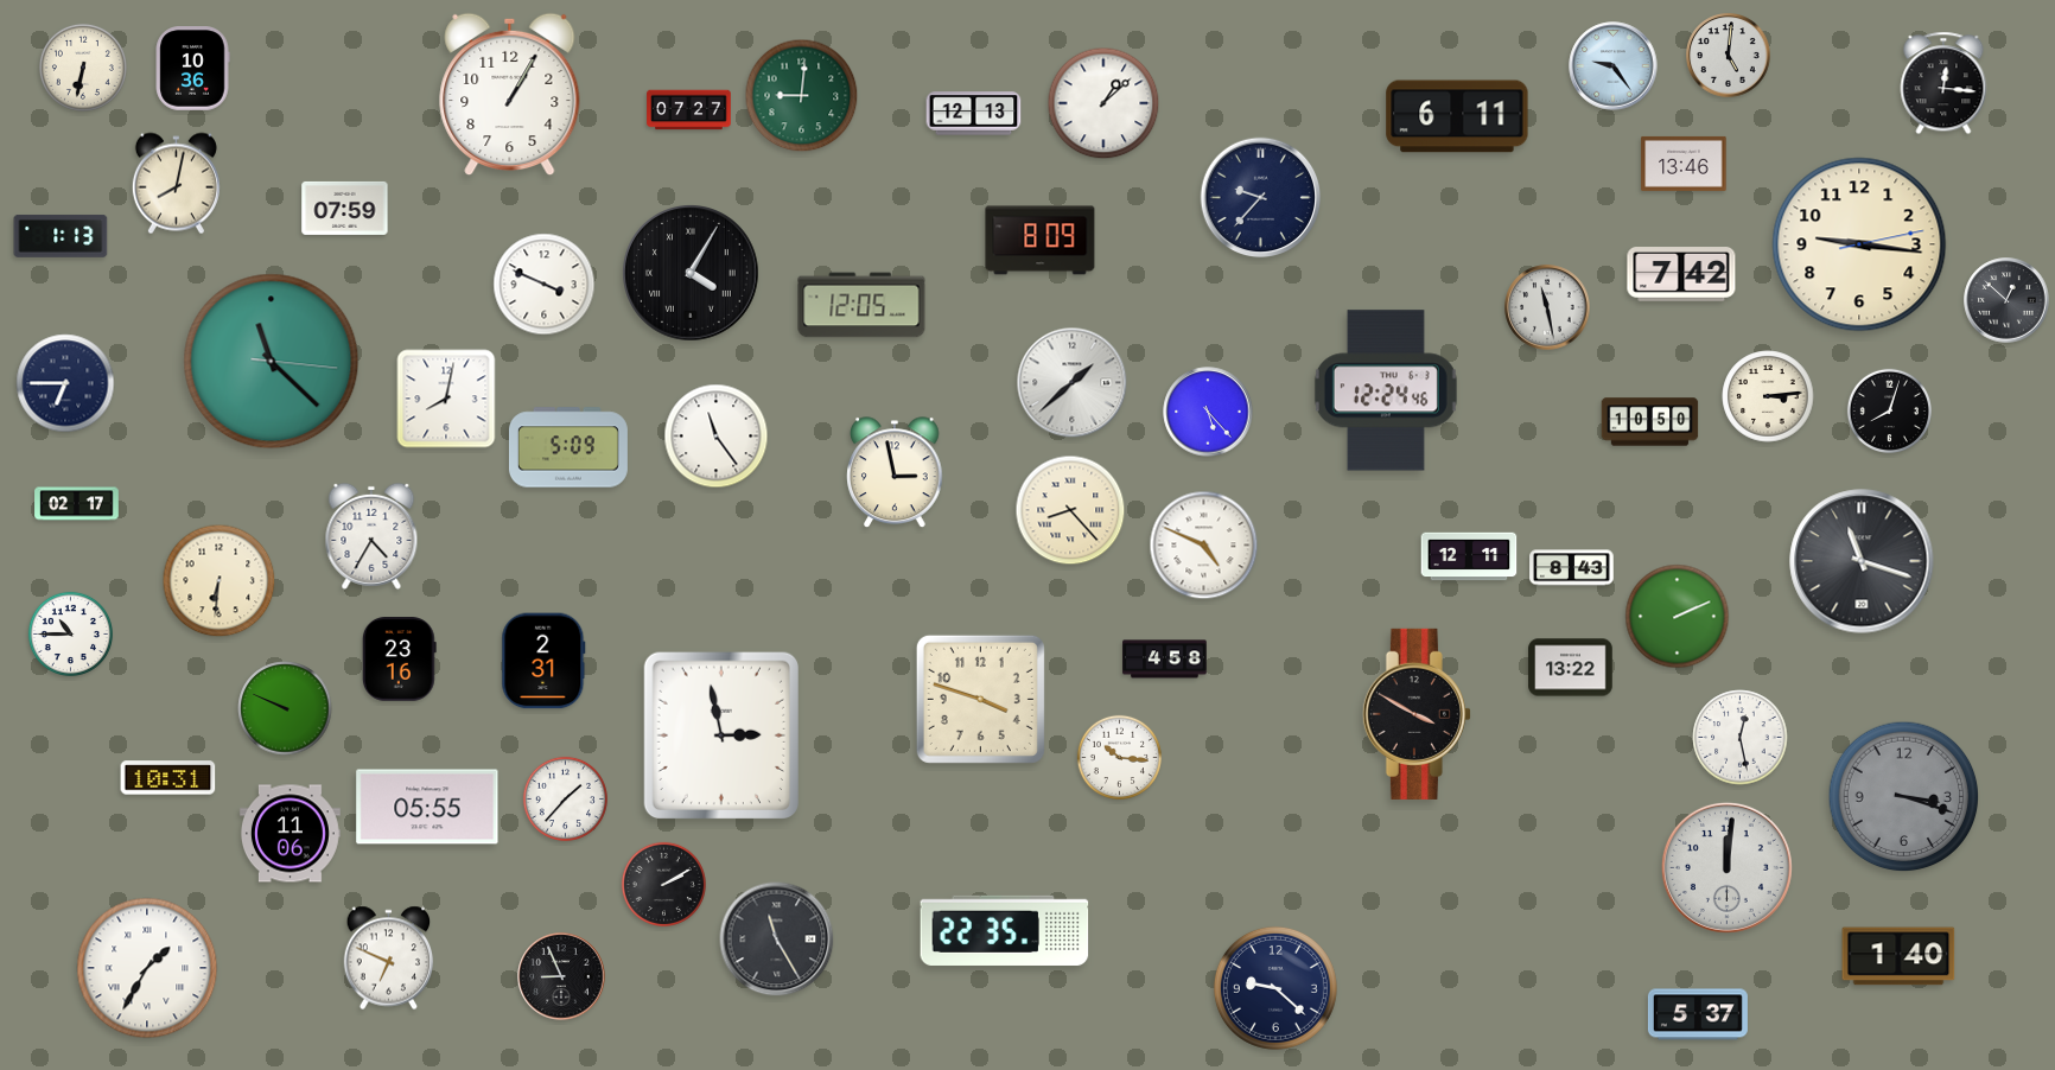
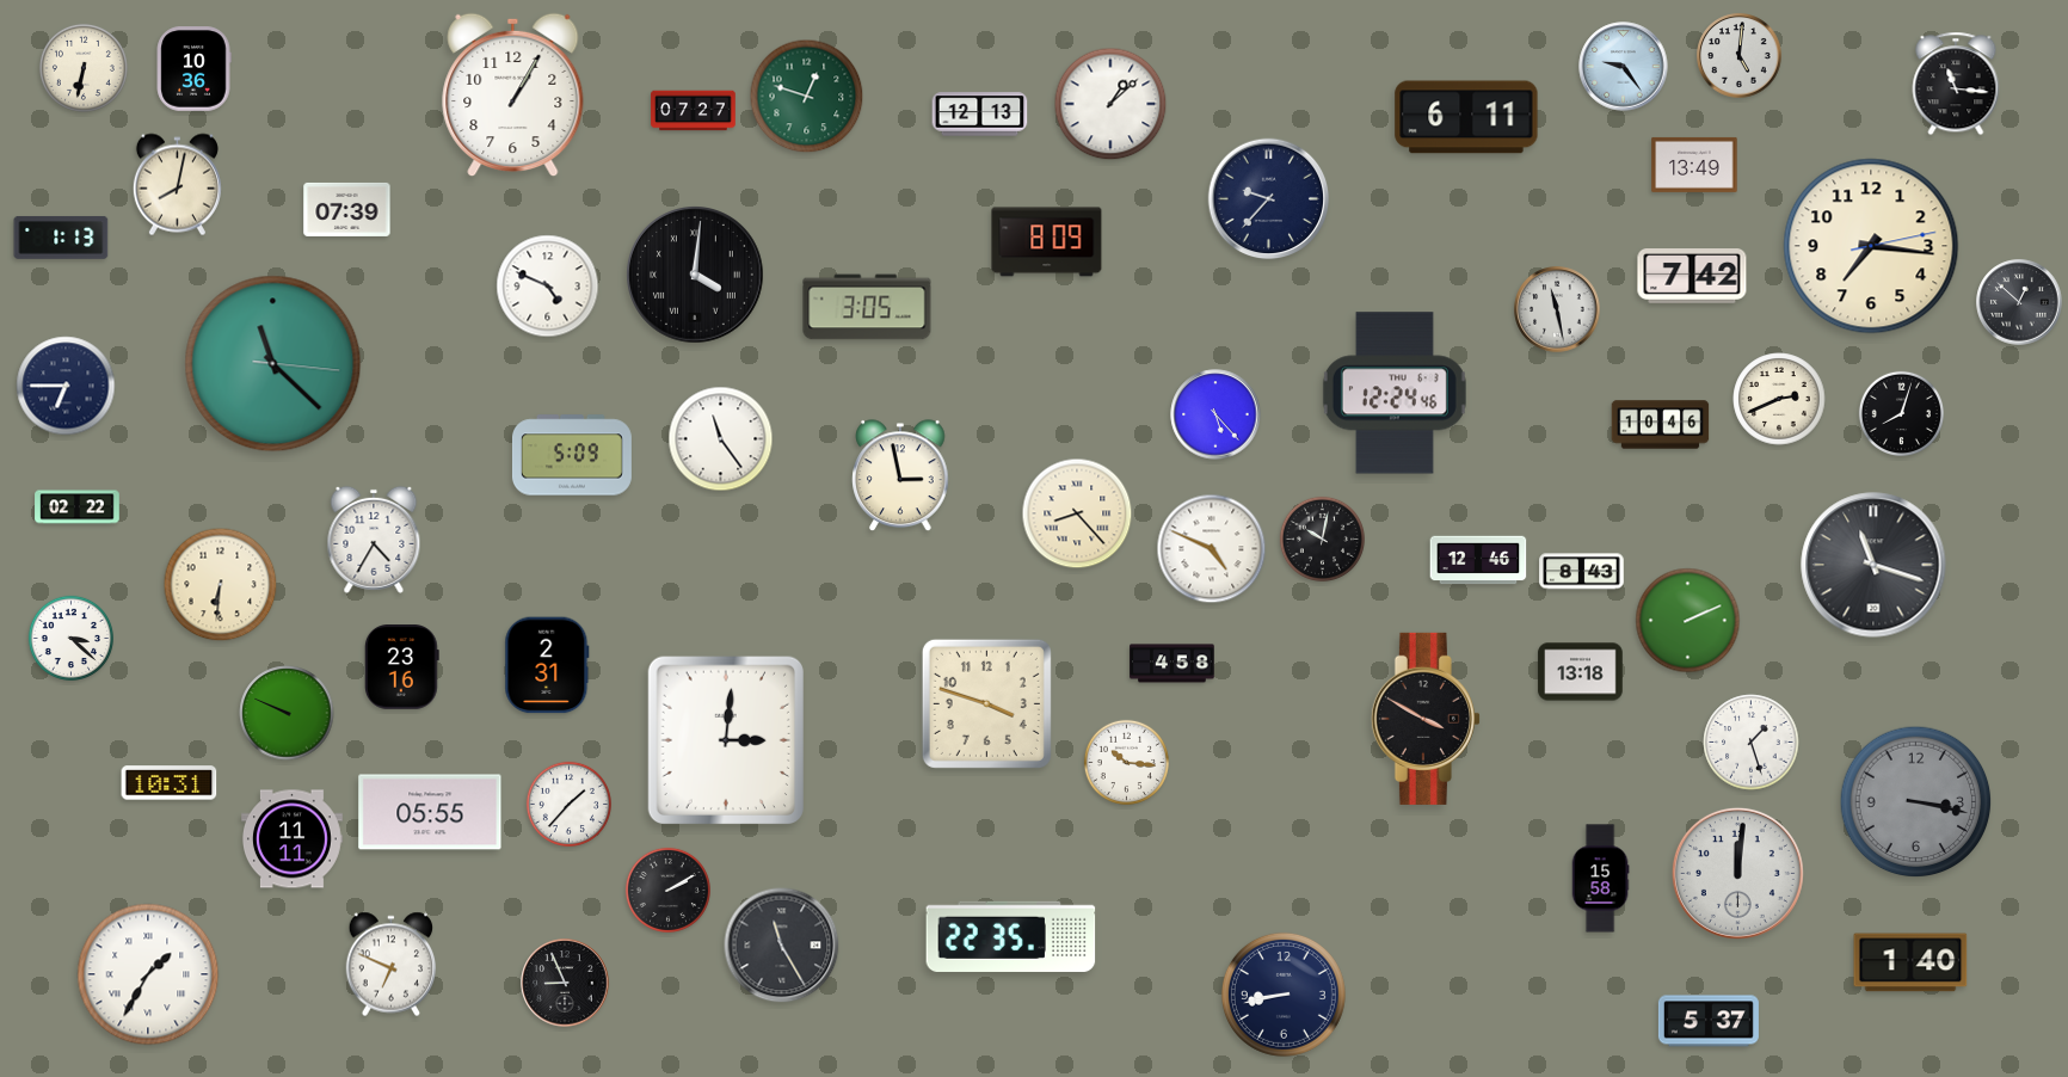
clock at (1943, 83): 12:16 -> 11:16
clock at (802, 96): 9:01 -> 12:48
clock at (1684, 164): 13:46 -> 13:49
clock at (345, 208): 07:59 -> 07:39
clock at (1859, 244): 9:16 -> 7:16
clock at (692, 274): 4:05 -> 4:01
clock at (545, 285): 3:49 -> 4:49
clock at (861, 305): 12:05 -> 3:05
clock at (1073, 383): 1:38 -> none
clock at (1768, 396): 3:14 -> 2:41
clock at (446, 399): 8:02 -> none
clock at (1650, 422): 10:50 -> 10:46
clock at (568, 447) position: (568, 447) -> (572, 455)
clock at (77, 504): 02:17 -> 02:22
clock at (1322, 538): none -> 10:02
clock at (1469, 556): 12:11 -> 12:46
clock at (70, 633): 10:45 -> 3:22
clock at (399, 660) position: (399, 660) -> (401, 667)
clock at (1571, 668): 13:22 -> 13:18
clock at (721, 734): 2:58 -> 3:01
clock at (1741, 738): 12:28 -> 1:27
clock at (1904, 797): 3:18 -> 3:17
clock at (290, 834): 11:06 -> 11:11
clock at (1600, 879): none -> 15:58
clock at (1275, 988): 9:22 -> 8:43
